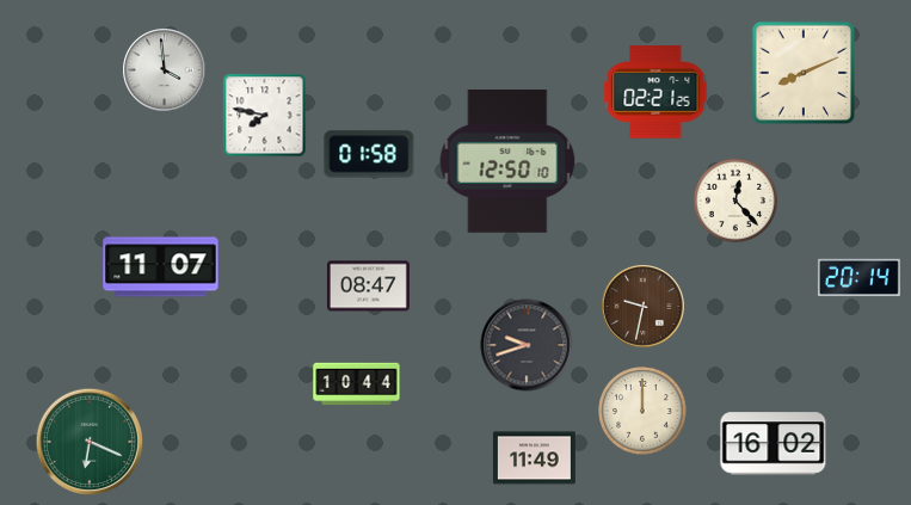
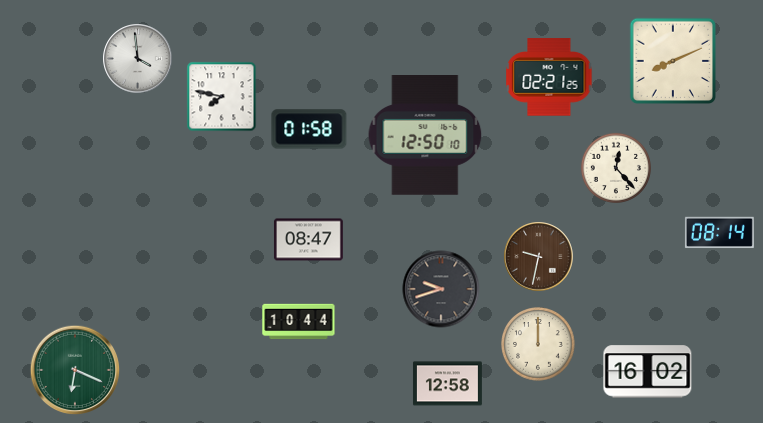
clock at (161, 267): 11:07 -> none
clock at (858, 278): 20:14 -> 08:14
clock at (534, 458): 11:49 -> 12:58
